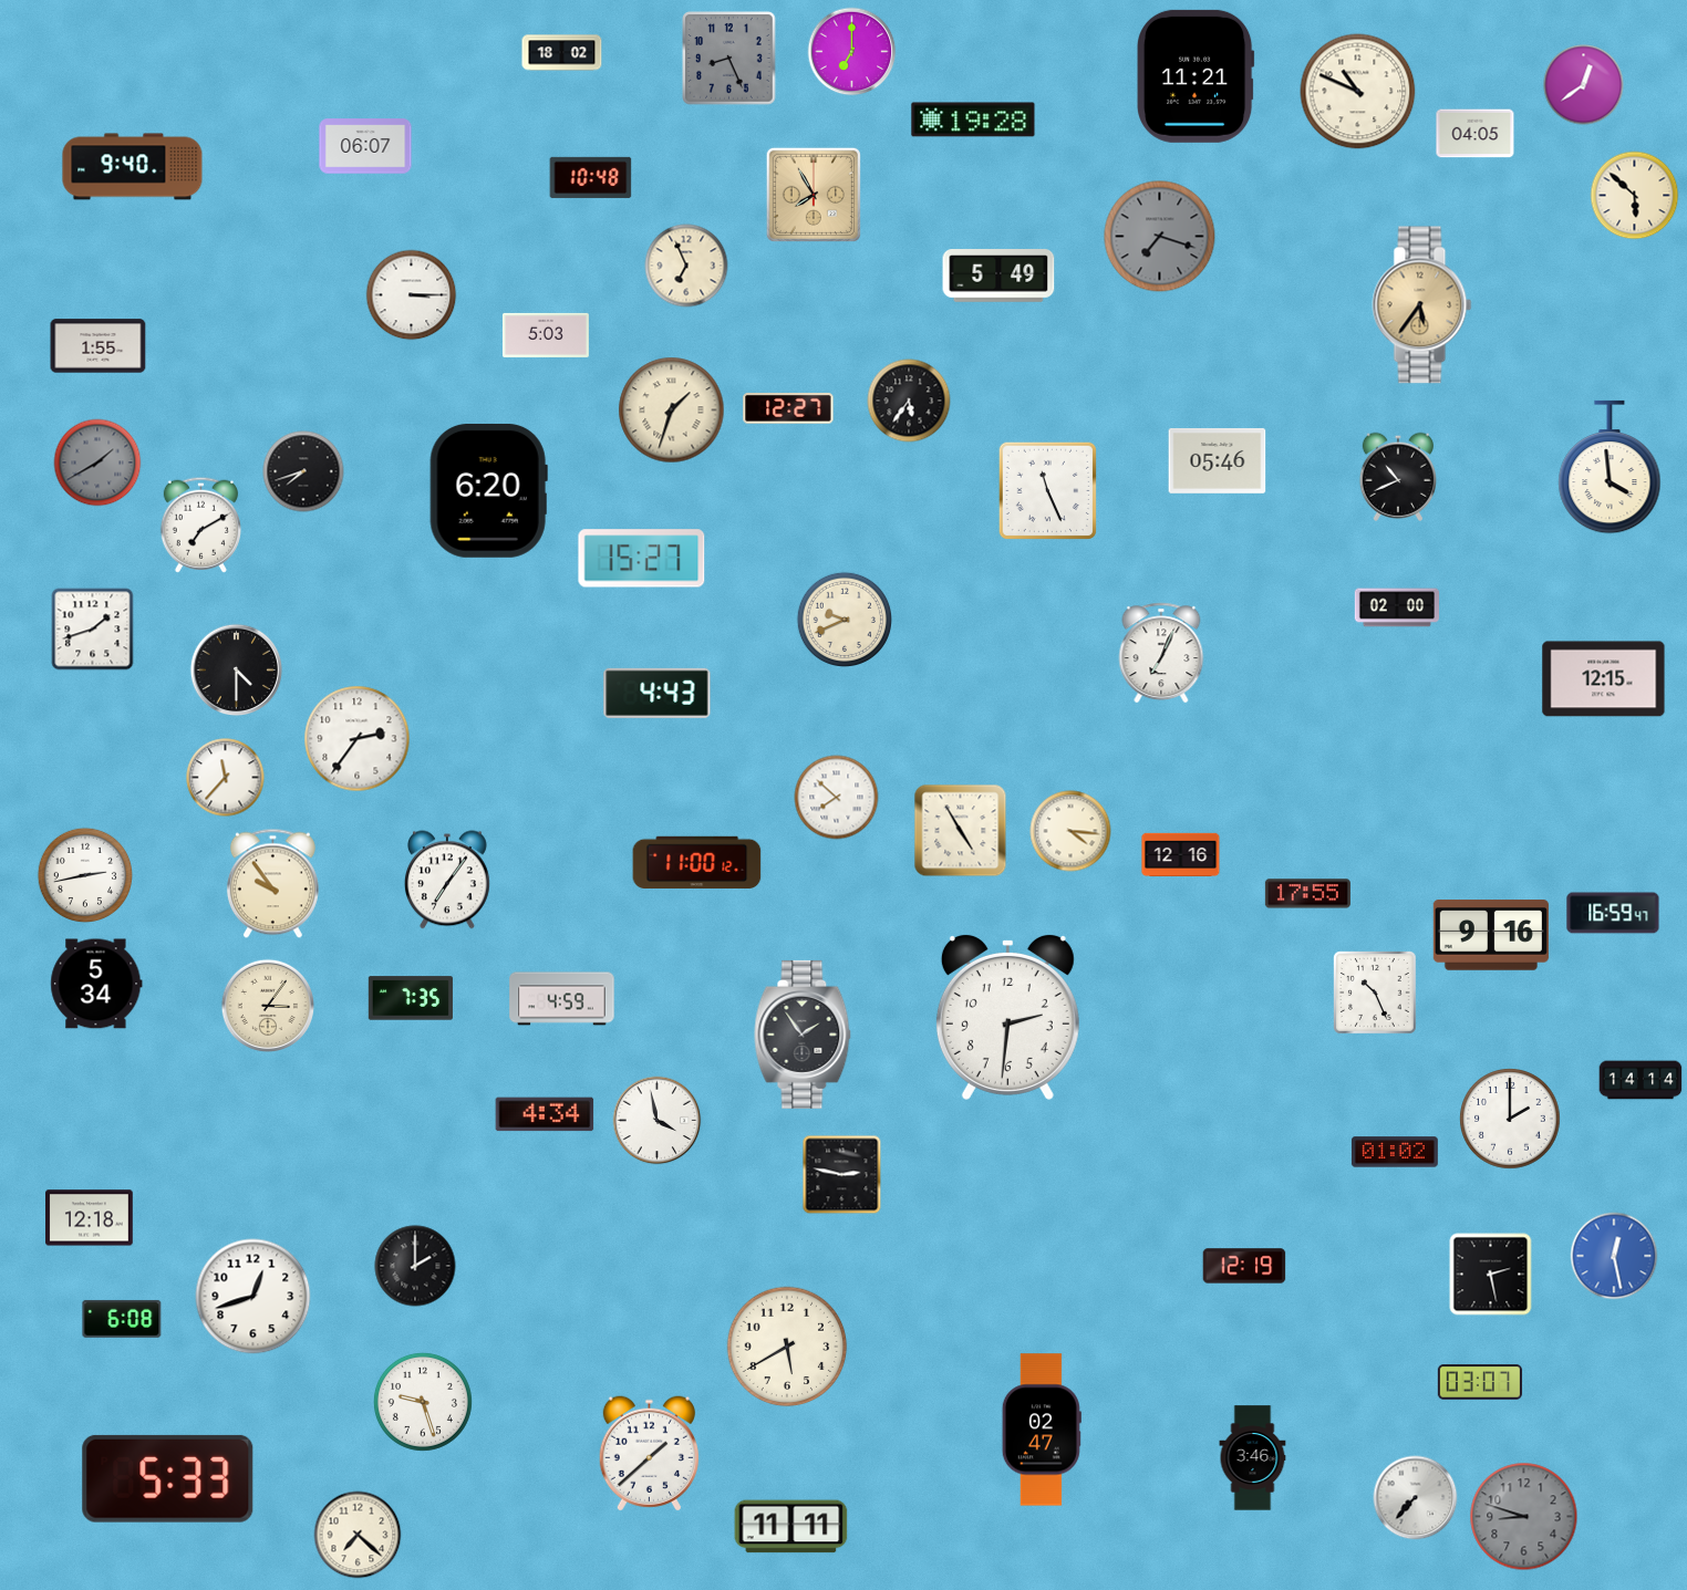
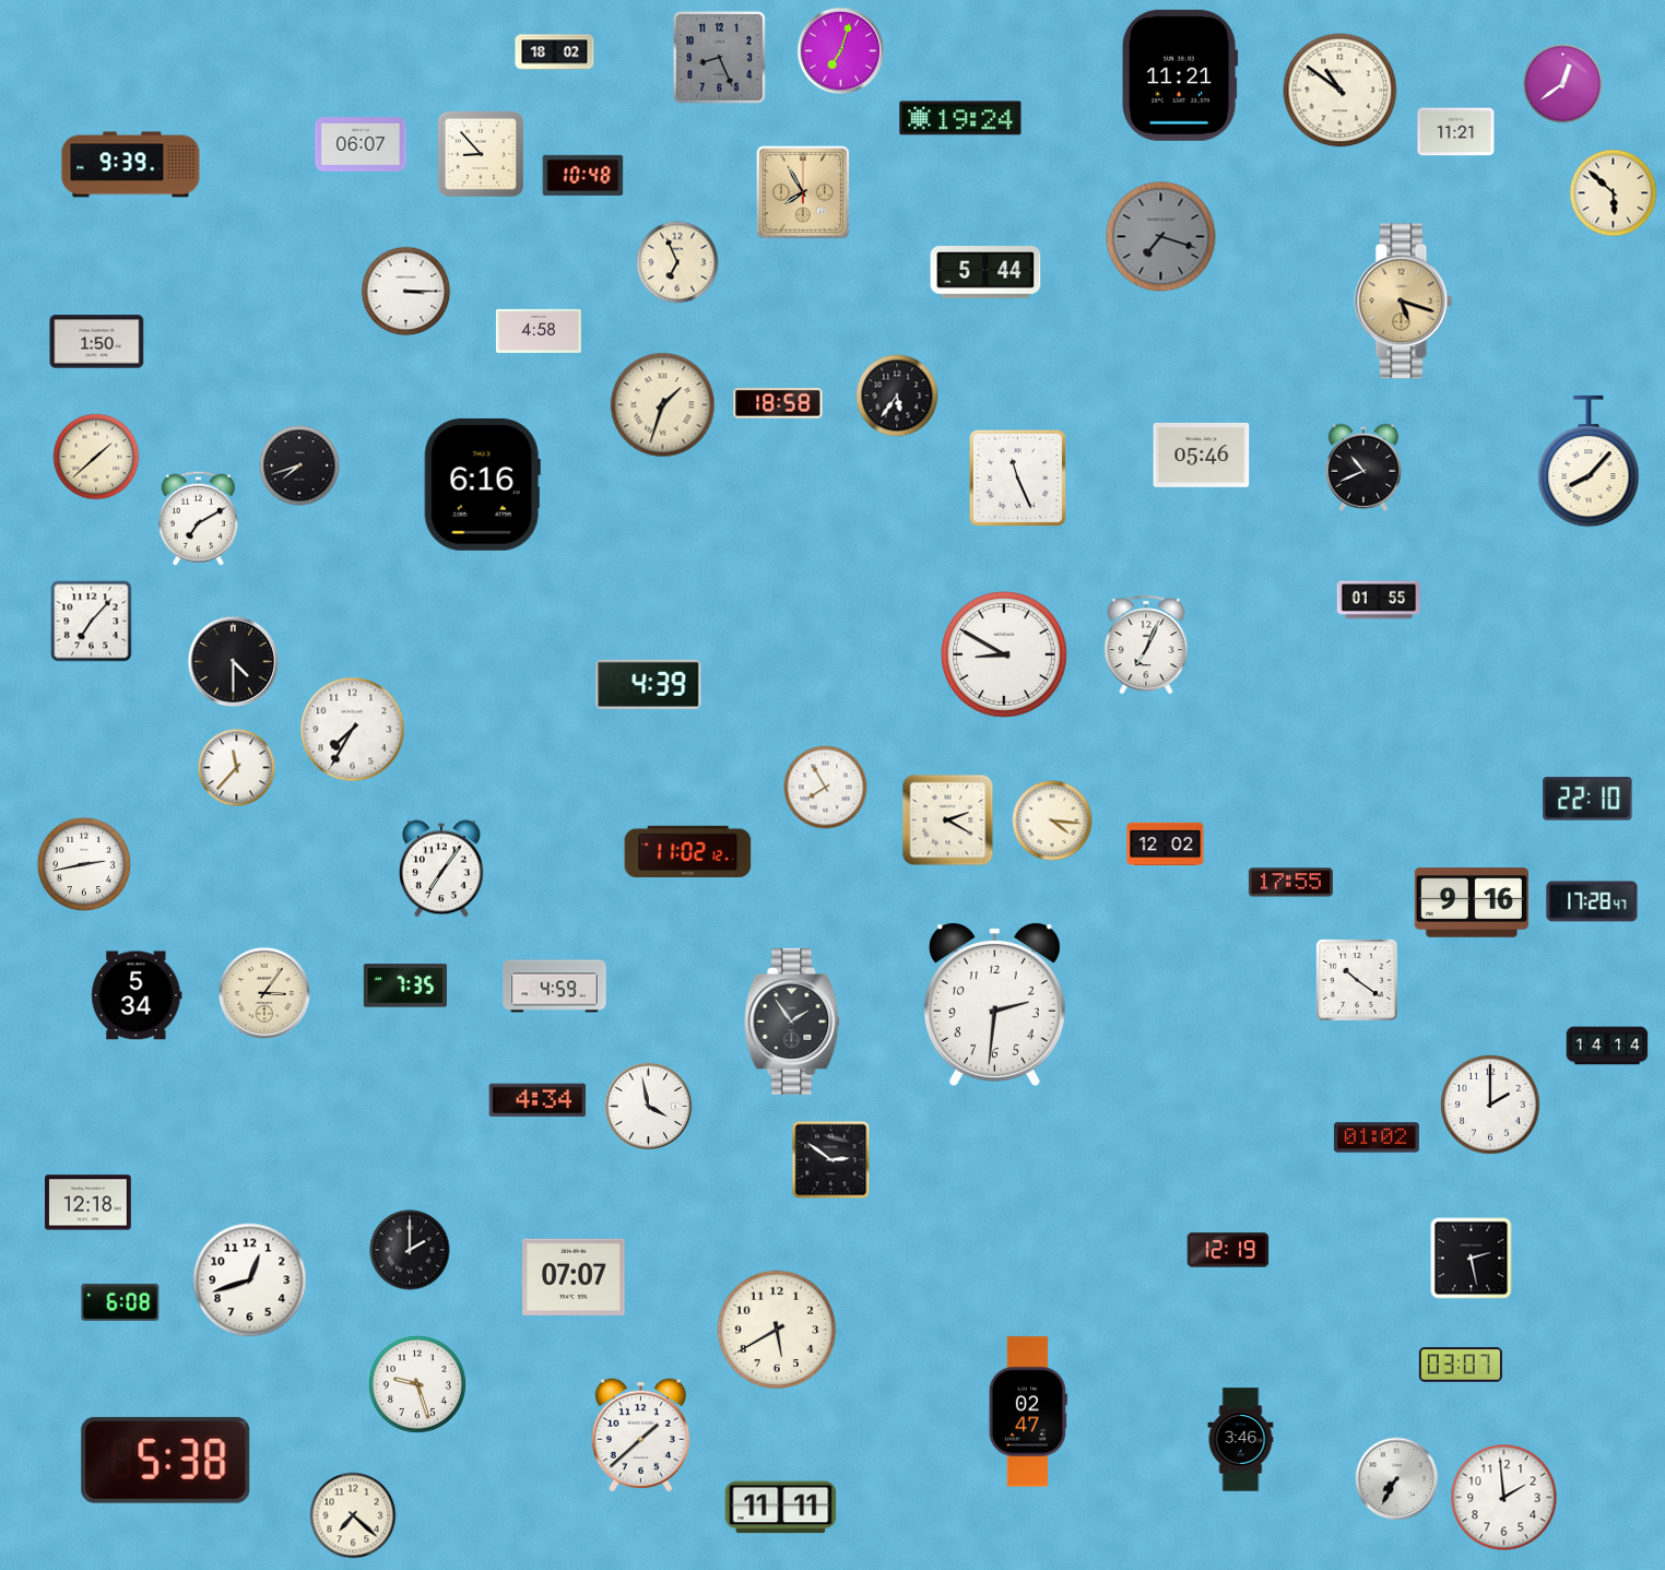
clock at (852, 52): 7:00 -> 7:03
clock at (1358, 92): 10:49 -> 10:51
clock at (973, 119): 19:28 -> 19:24
clock at (1476, 134): 04:05 -> 11:21
clock at (480, 153): none -> 8:53
clock at (133, 167): 9:40 -> 9:39
clock at (1160, 237) position: (1160, 237) -> (1161, 237)
clock at (998, 277): 5:49 -> 5:44
clock at (1422, 305): 5:36 -> 5:18
clock at (546, 335): 5:03 -> 4:58
clock at (99, 346): 1:55 -> 1:50
clock at (788, 408): 12:27 -> 18:58
clock at (97, 463): 1:40 -> 1:38
clock at (97, 463) dial: grey -> cream
clock at (1610, 467): 3:59 -> 8:07
clock at (1397, 477) position: (1397, 477) -> (1362, 468)
clock at (488, 490): 6:20 -> 6:16
clock at (1047, 490) position: (1047, 490) -> (1017, 477)
clock at (642, 559): 15:27 -> none
clock at (1396, 607): 02:00 -> 01:55
clock at (844, 619): 9:41 -> none
clock at (93, 630): 1:42 -> 7:07
clock at (1004, 654): none -> 8:50
clock at (1604, 679): 12:15 -> none
clock at (658, 693): 4:43 -> 4:39
clock at (358, 739): 2:36 -> 7:35
clock at (226, 778) position: (226, 778) -> (237, 768)
clock at (837, 798): 7:52 -> 7:55
clock at (1587, 799): none -> 22:10
clock at (961, 831): 4:55 -> 2:20
clock at (1070, 831) position: (1070, 831) -> (1052, 821)
clock at (1181, 854): 12:16 -> 12:02
clock at (697, 862): 11:00 -> 11:02
clock at (272, 884): 9:54 -> none
clock at (1613, 913): 16:59 -> 17:28
clock at (1491, 935) position: (1491, 935) -> (1472, 902)
clock at (96, 984) position: (96, 984) -> (137, 995)
clock at (1376, 994): 10:26 -> 10:21
clock at (1641, 1080) position: (1641, 1080) -> (1607, 1046)
clock at (842, 1175): 2:47 -> 2:51
clock at (1614, 1256): 12:28 -> none
clock at (574, 1277): none -> 07:07
clock at (1253, 1458) position: (1253, 1458) -> (1241, 1440)
clock at (168, 1478): 5:33 -> 5:38
clock at (1416, 1498): 7:37 -> 7:35
clock at (1524, 1517): 8:48 -> 1:59
clock at (1524, 1517) dial: grey -> white
